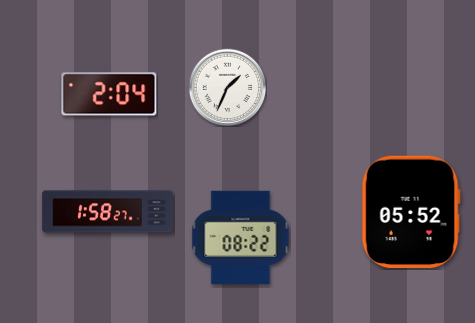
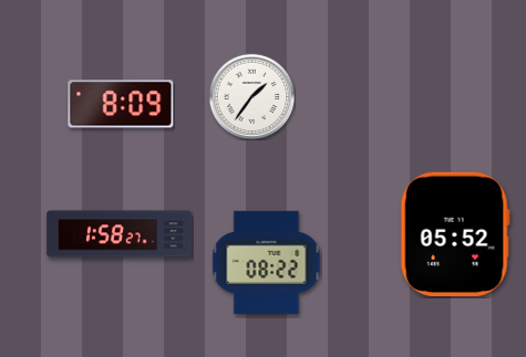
clock at (227, 87): 1:34 -> 1:36
clock at (109, 94): 2:04 -> 8:09
